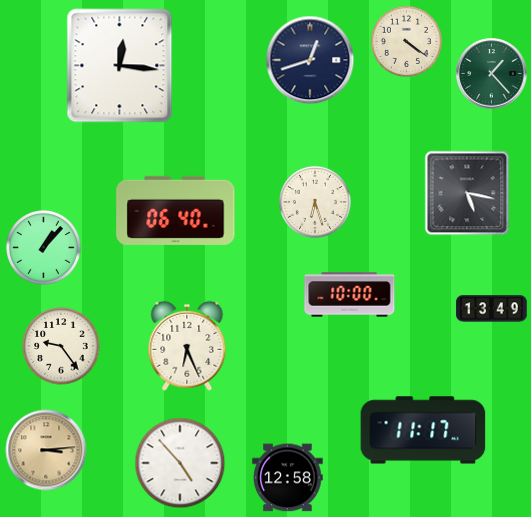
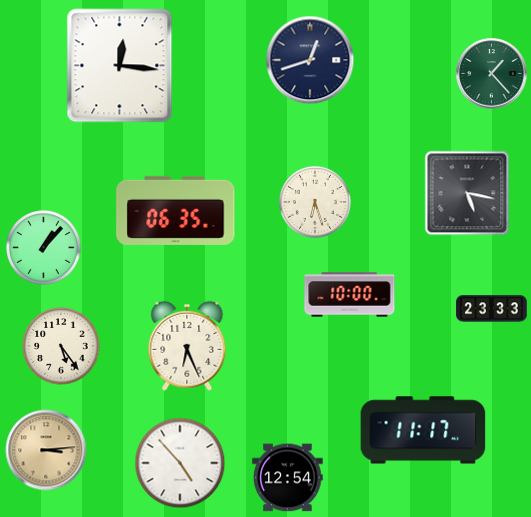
clock at (406, 41): 4:21 -> none
clock at (176, 210): 06:40 -> 06:35
clock at (492, 309): 13:49 -> 23:33
clock at (61, 346): 9:24 -> 5:24
clock at (288, 478): 12:58 -> 12:54
